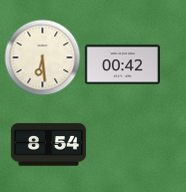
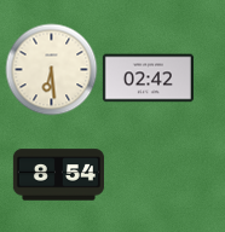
clock at (122, 65): 00:42 -> 02:42
